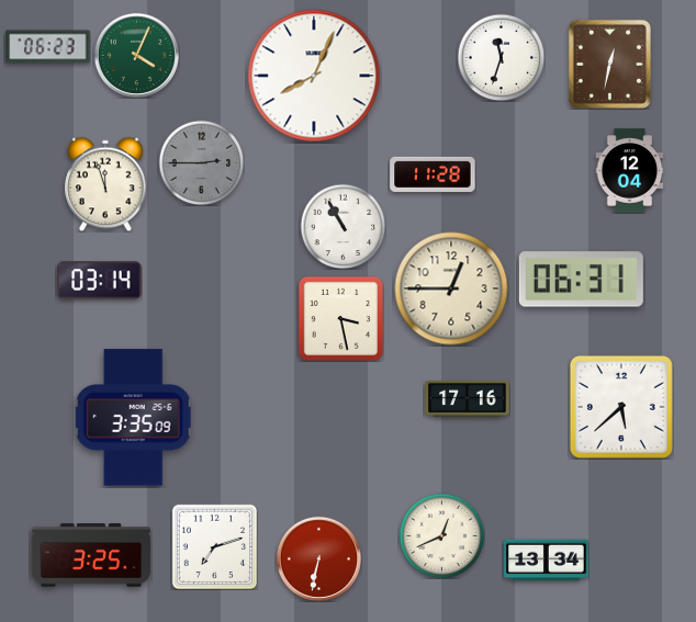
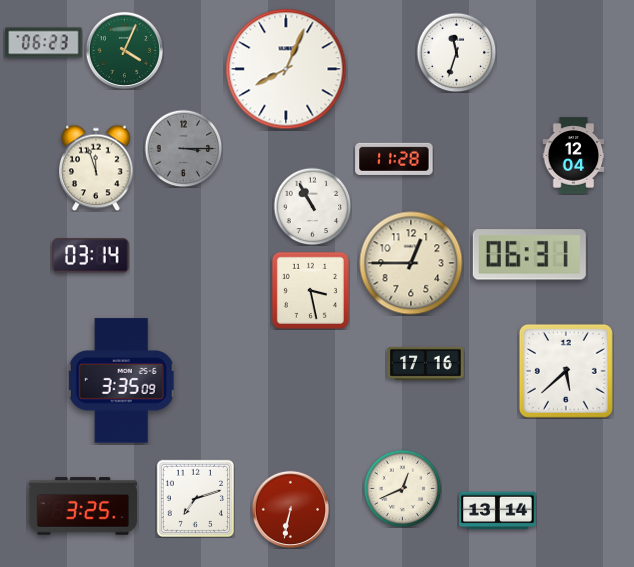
clock at (609, 64): 12:32 -> none
clock at (201, 162): 2:45 -> 3:15
clock at (547, 561): 13:34 -> 13:14
